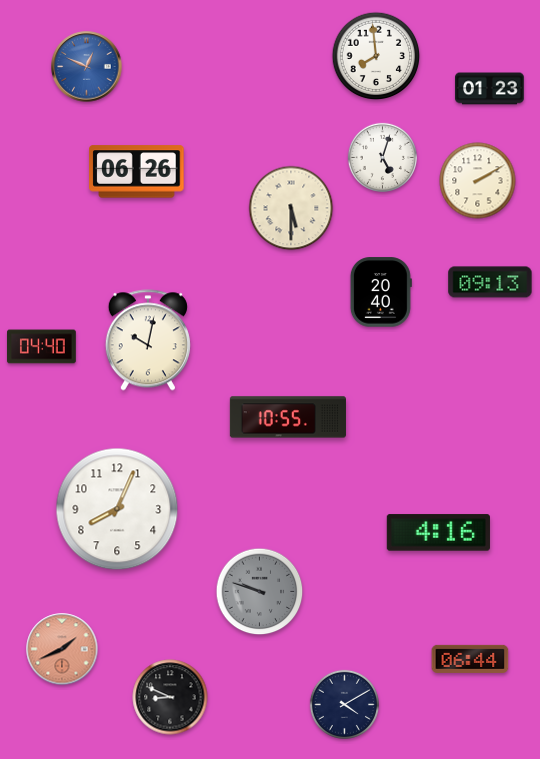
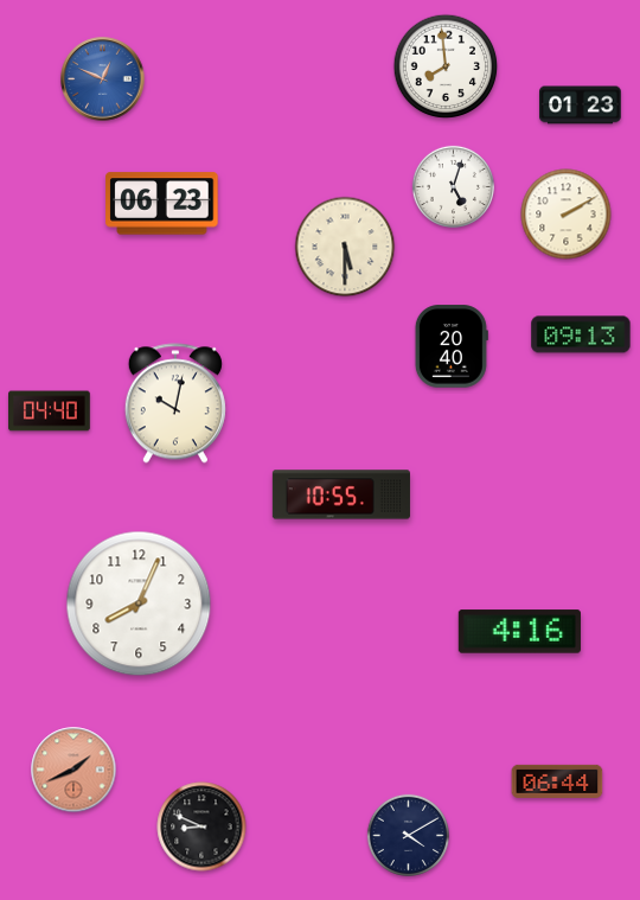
clock at (137, 172): 06:26 -> 06:23
clock at (260, 592): 9:48 -> none
